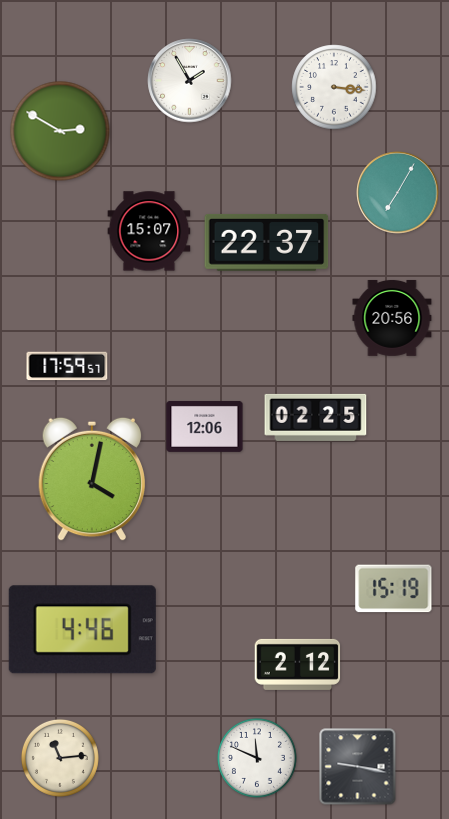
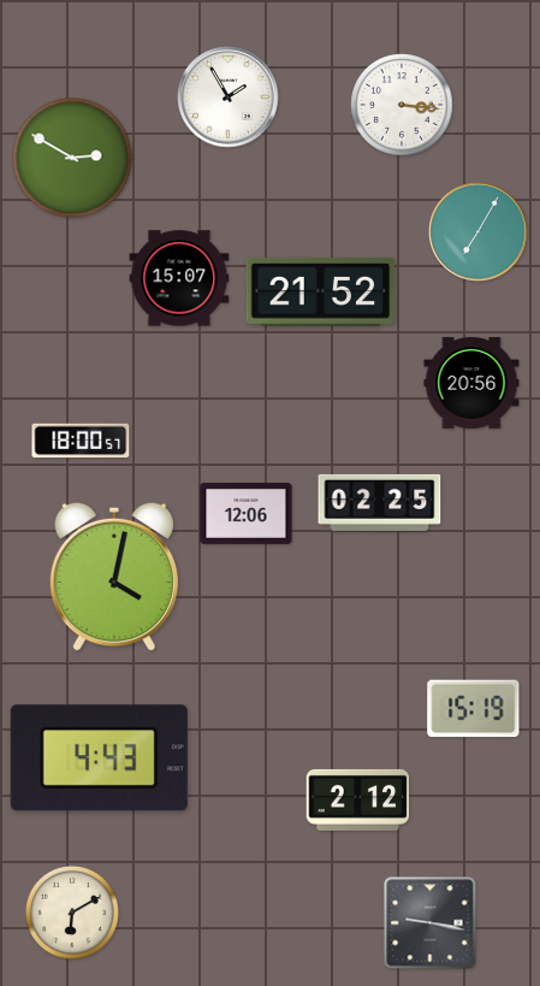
clock at (267, 242): 22:37 -> 21:52
clock at (67, 366): 17:59 -> 18:00
clock at (91, 479) position: (91, 479) -> (113, 577)
clock at (82, 630): 4:46 -> 4:43
clock at (60, 758): 11:14 -> 6:10
clock at (257, 758): 11:49 -> none
